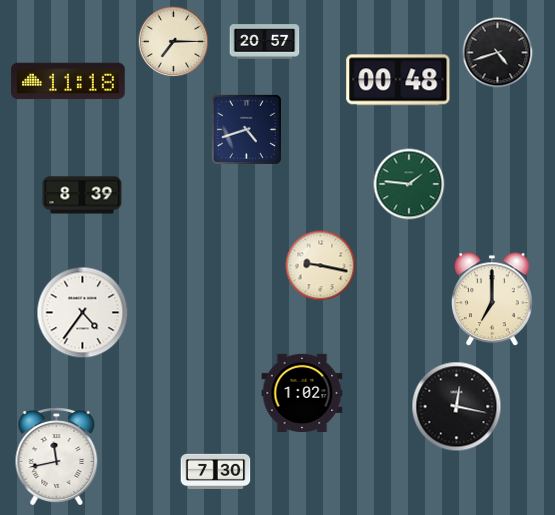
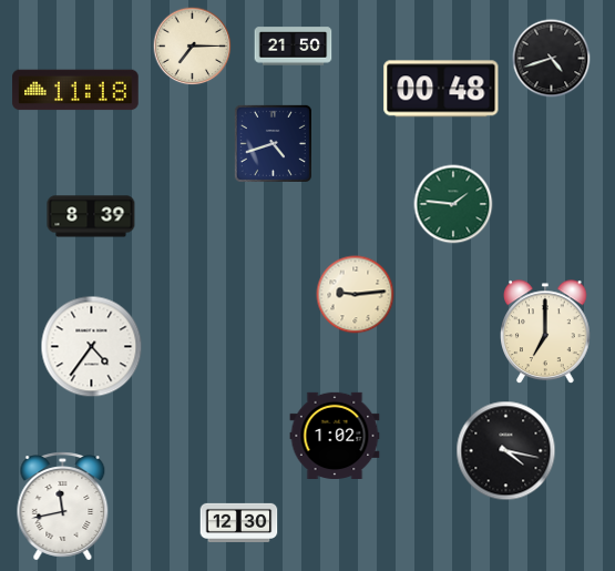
clock at (265, 42): 20:57 -> 21:50
clock at (321, 266): 9:17 -> 9:14
clock at (457, 407): 12:17 -> 4:17
clock at (216, 471): 7:30 -> 12:30
